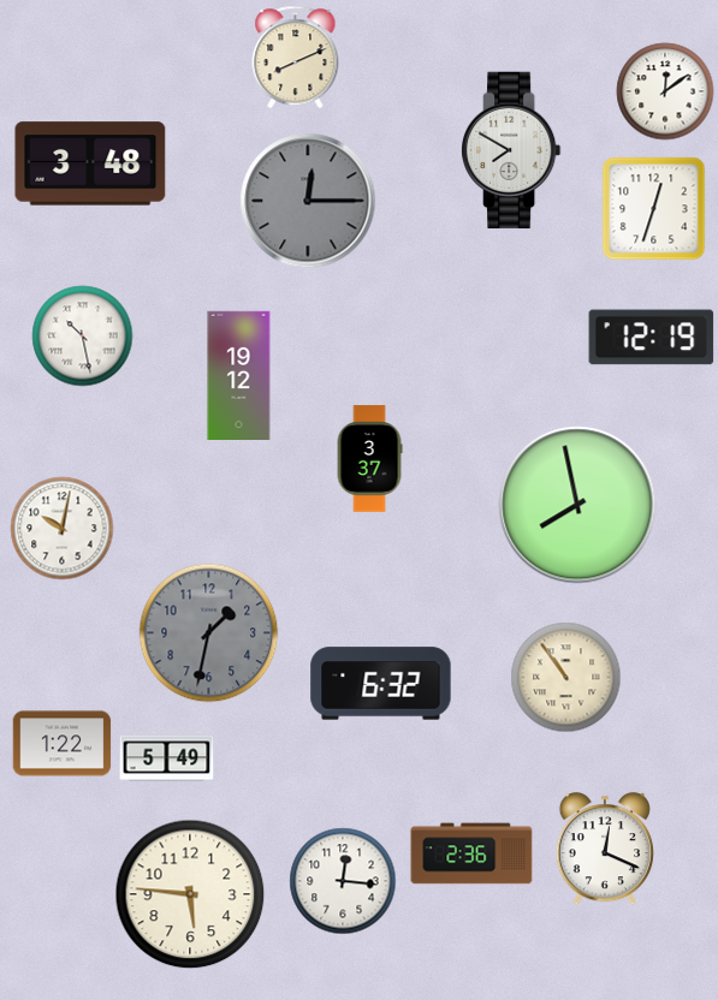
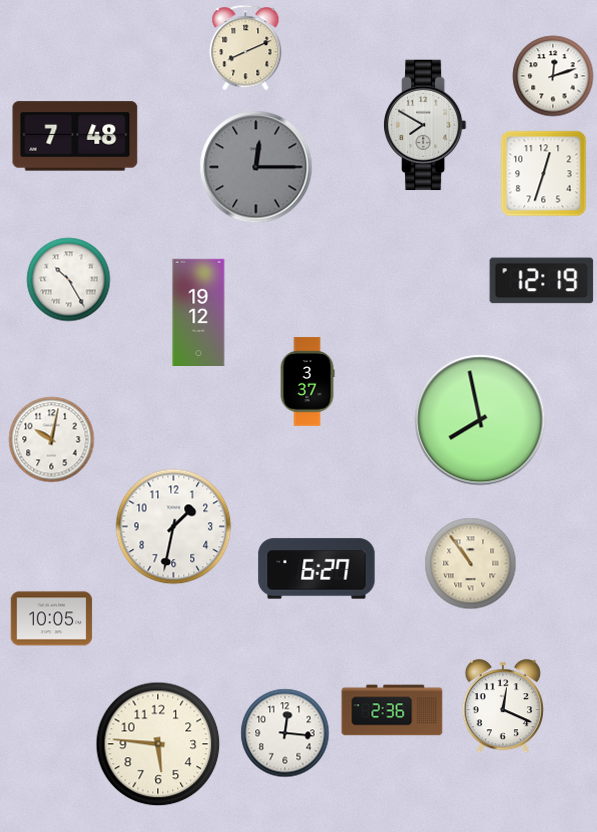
clock at (665, 91): 12:09 -> 12:12
clock at (90, 163): 3:48 -> 7:48
clock at (83, 337): 10:28 -> 10:25
clock at (209, 633) dial: grey -> white
clock at (381, 684): 6:32 -> 6:27
clock at (63, 744): 1:22 -> 10:05
clock at (167, 758): 5:49 -> none
